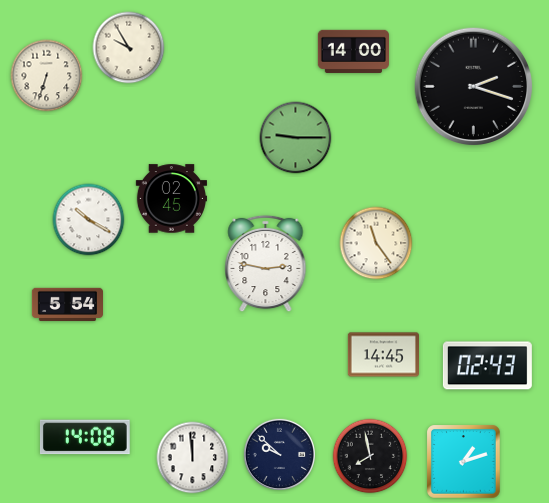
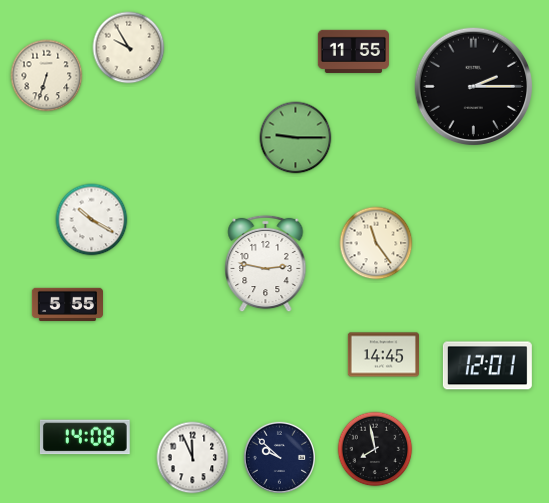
clock at (353, 51): 14:00 -> 11:55
clock at (474, 87): 2:18 -> 2:15
clock at (171, 199): 02:45 -> none
clock at (89, 220) position: (89, 220) -> (92, 220)
clock at (67, 304): 5:54 -> 5:55
clock at (487, 366): 02:43 -> 12:01
clock at (279, 454) position: (279, 454) -> (279, 457)
clock at (370, 456) position: (370, 456) -> (375, 449)
clock at (193, 458): 11:59 -> 11:56
clock at (464, 462): 1:12 -> none
